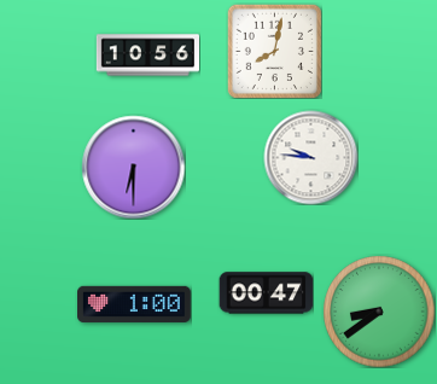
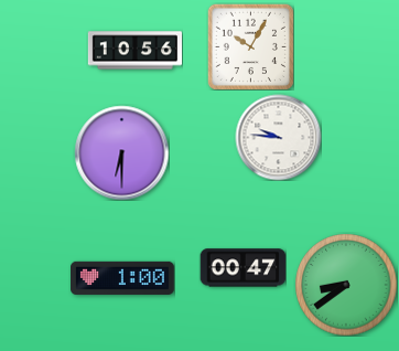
clock at (274, 51): 8:02 -> 10:05
clock at (310, 157) position: (310, 157) -> (278, 137)
